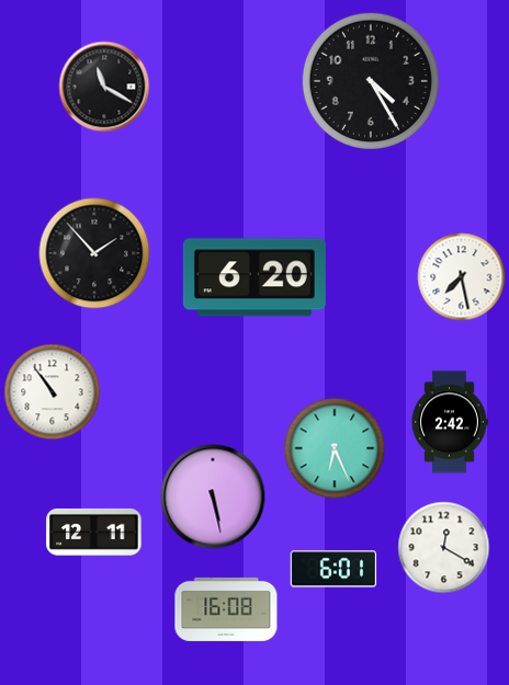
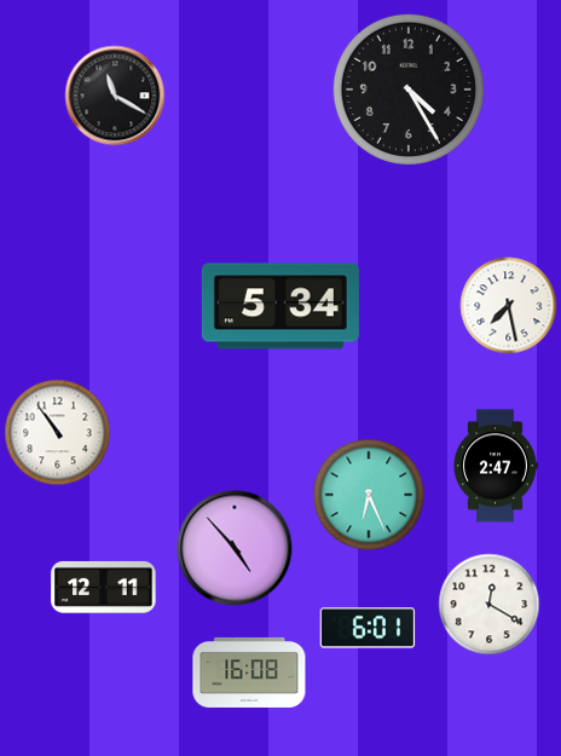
clock at (94, 253): 1:53 -> none
clock at (255, 277): 6:20 -> 5:34
clock at (450, 422): 2:42 -> 2:47
clock at (213, 496): 5:28 -> 4:53
